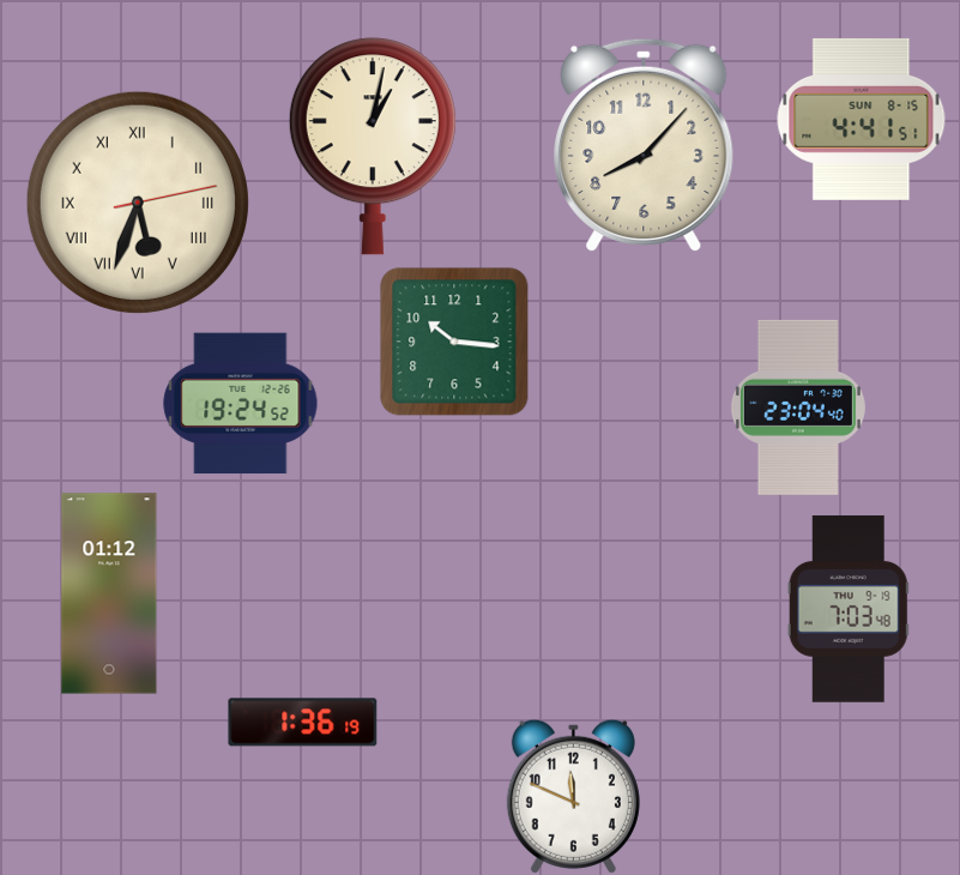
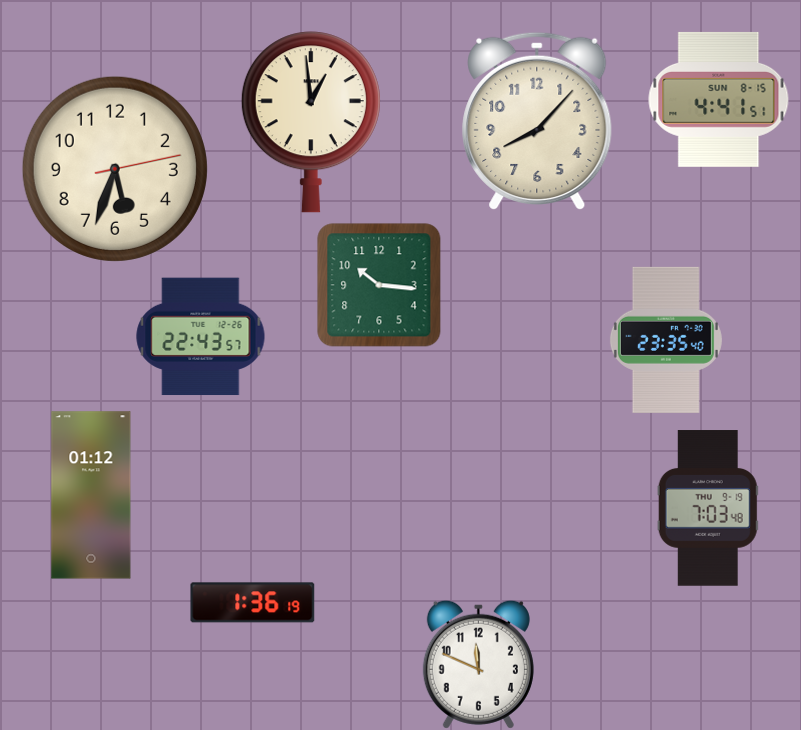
clock at (373, 146): 1:02 -> 12:59
clock at (138, 203) numerals: Roman -> Arabic
clock at (241, 404): 19:24 -> 22:43
clock at (798, 408): 23:04 -> 23:35
